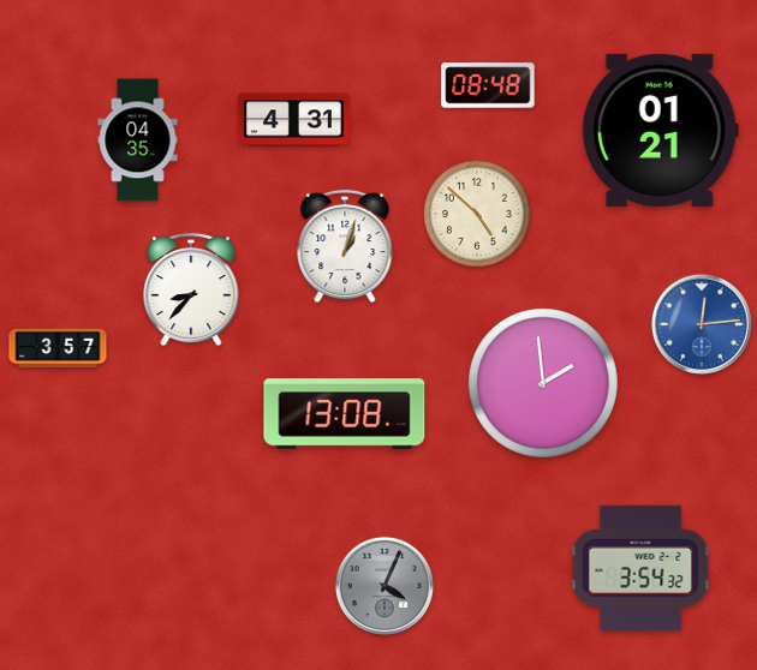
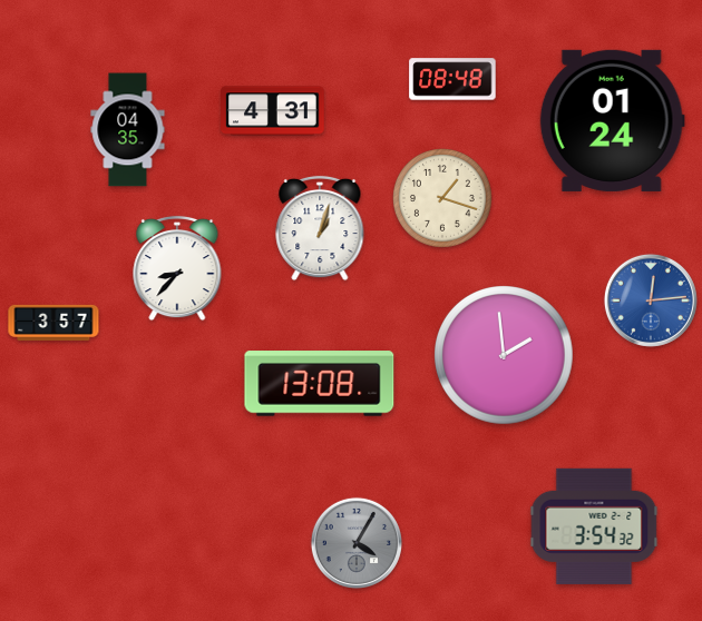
clock at (660, 130): 01:21 -> 01:24
clock at (478, 215): 4:52 -> 1:18
clock at (385, 586): 4:04 -> 4:05
